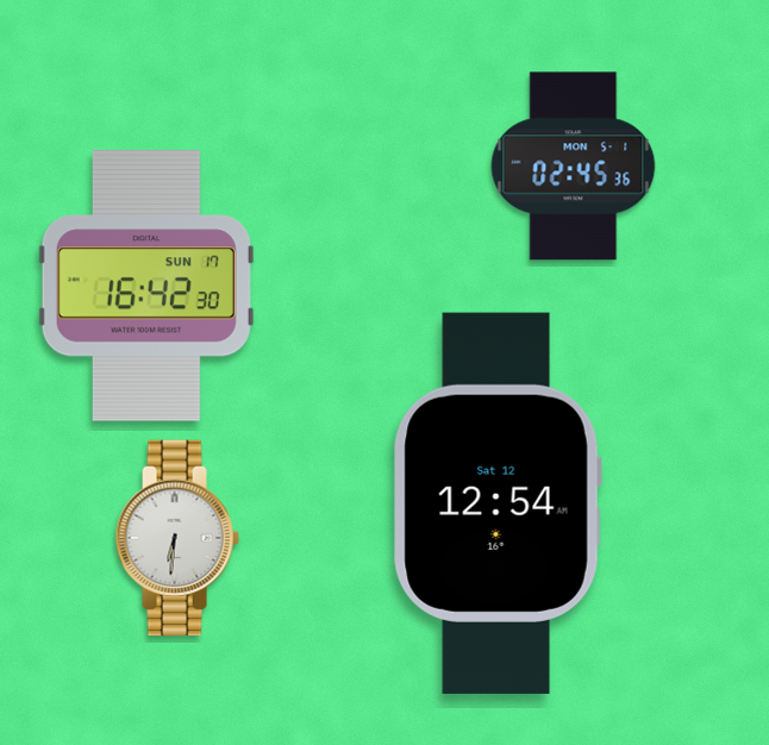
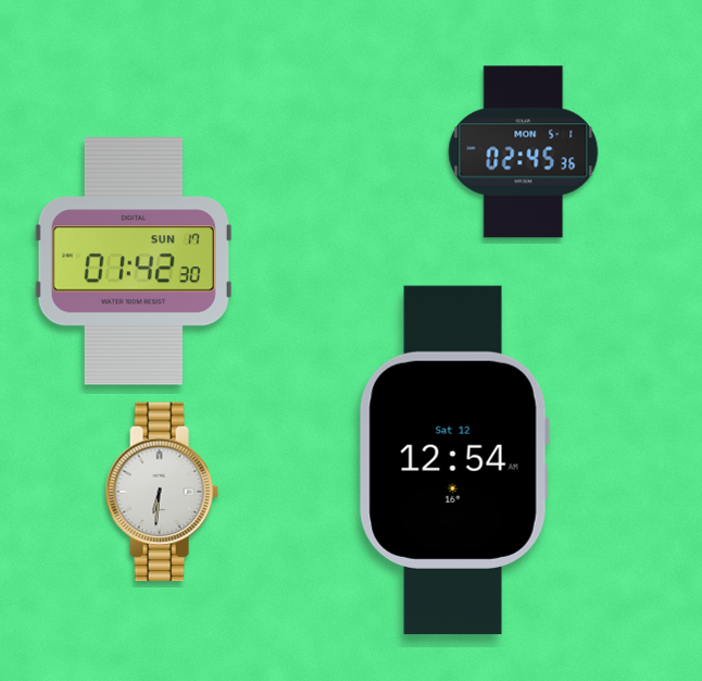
clock at (146, 286): 16:42 -> 01:42
